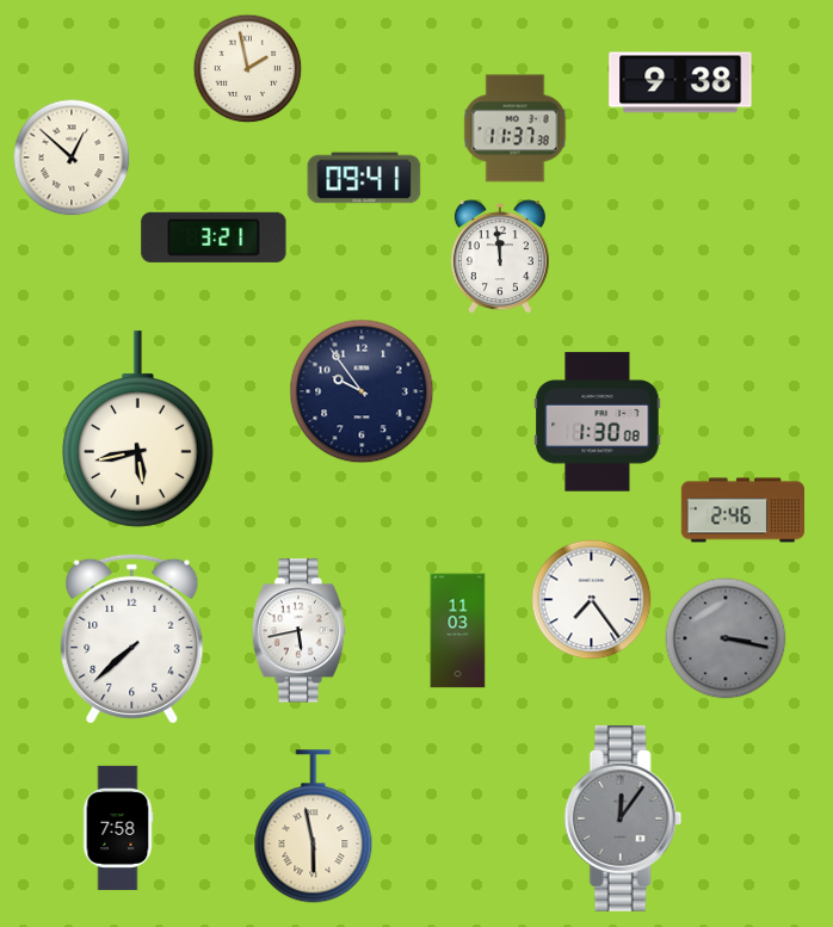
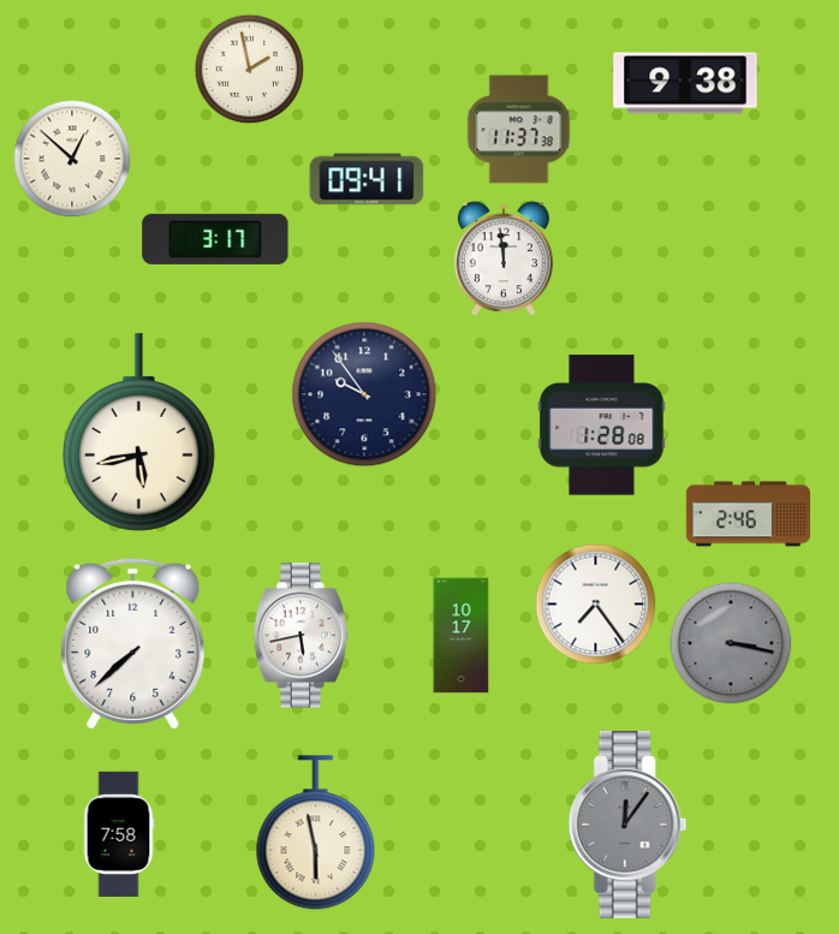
clock at (214, 237): 3:21 -> 3:17
clock at (598, 422): 1:30 -> 1:28
clock at (458, 631): 11:03 -> 10:17
